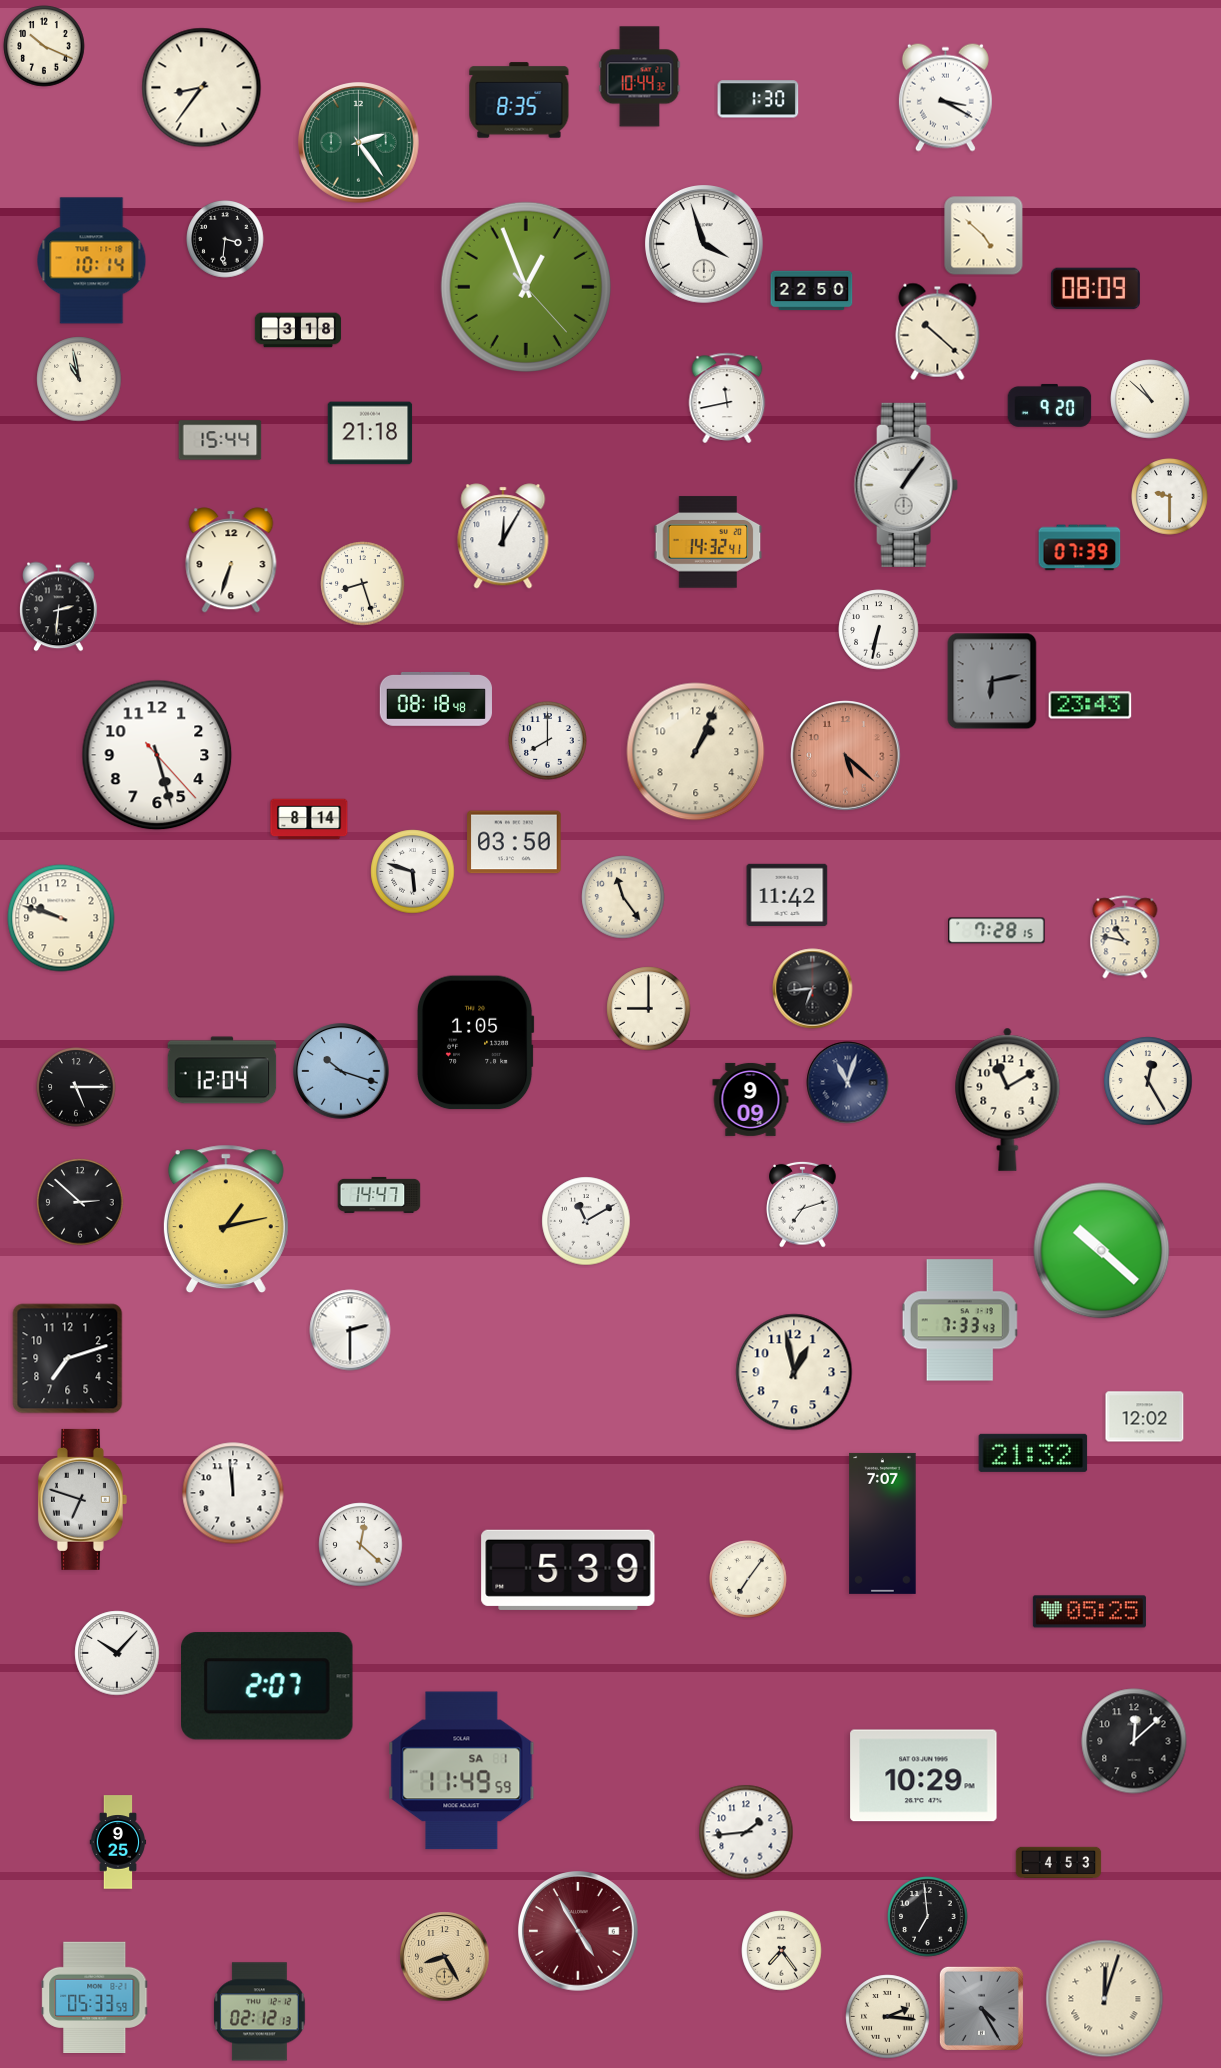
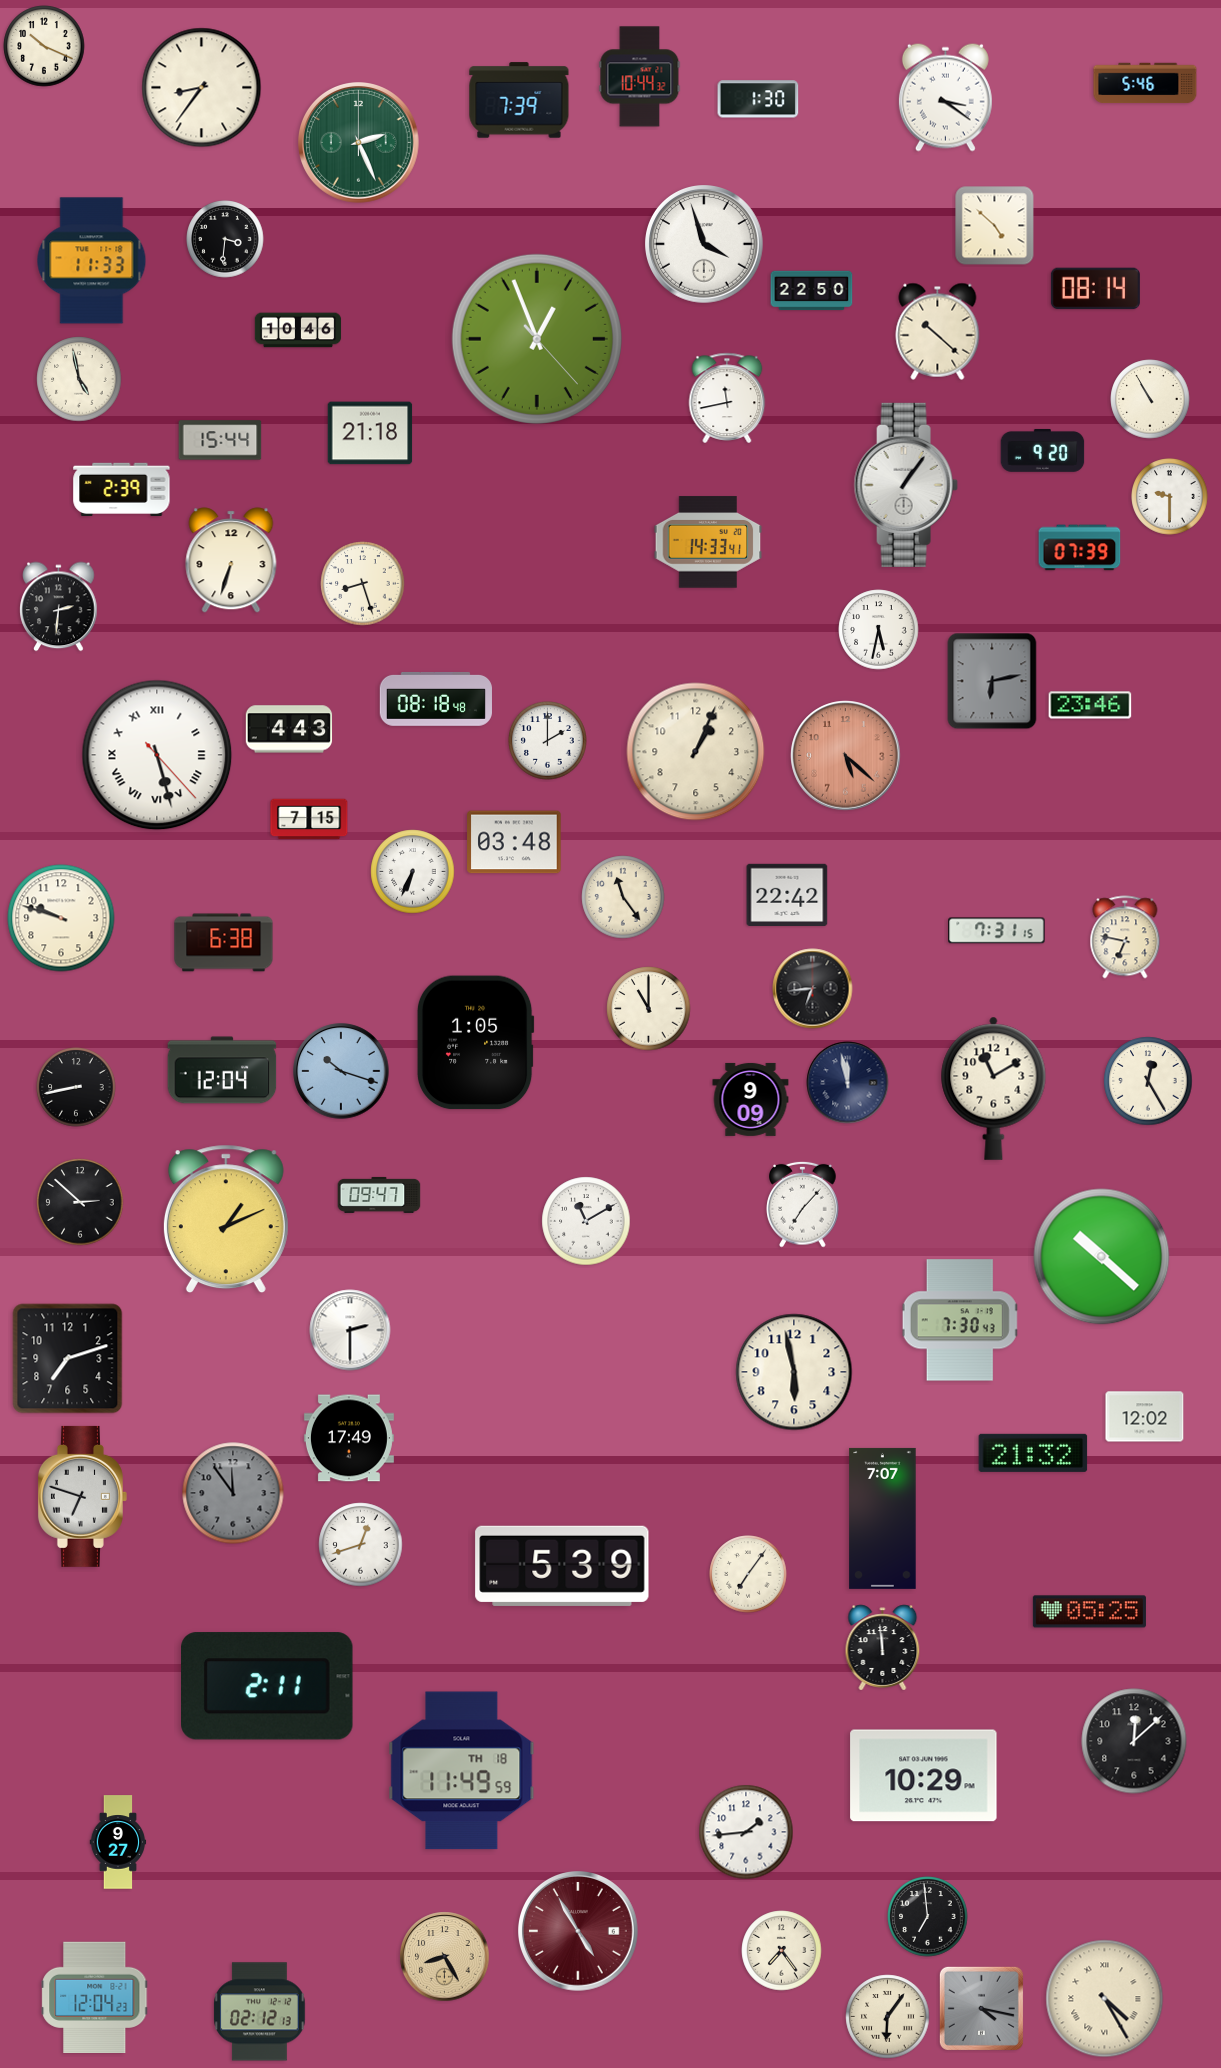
clock at (1145, 83): none -> 5:46
clock at (945, 97): 3:20 -> 3:21
clock at (519, 100): 8:35 -> 7:39
clock at (359, 143): 2:24 -> 2:26
clock at (984, 236) position: (984, 236) -> (995, 226)
clock at (92, 261): 10:14 -> 11:33
clock at (526, 287) position: (526, 287) -> (537, 339)
clock at (1095, 289): 08:09 -> 08:14
clock at (298, 330): 3:18 -> 10:46
clock at (79, 379): 10:58 -> 4:58
clock at (1150, 399): 10:52 -> 10:55
clock at (1050, 405) position: (1050, 405) -> (1043, 450)
clock at (122, 489): none -> 2:39
clock at (503, 536): 12:05 -> none
clock at (708, 542): 14:32 -> 14:33
clock at (879, 630): 6:32 -> 5:32
clock at (1090, 705): 23:43 -> 23:46
clock at (289, 729): none -> 4:43
clock at (548, 741): 8:00 -> 2:00
clock at (157, 755) numerals: Arabic -> Roman
clock at (309, 819): 8:14 -> 7:15
clock at (514, 842): 03:50 -> 03:48
clock at (413, 872): 5:48 -> 6:34
clock at (787, 894): 11:42 -> 22:42
clock at (997, 931): 7:28 -> 7:31
clock at (1125, 937): 10:47 -> 6:47
clock at (224, 943): none -> 6:38
clock at (649, 1009): 9:00 -> 11:00
clock at (848, 1083): 11:03 -> 11:58
clock at (76, 1087): 5:15 -> 8:43
clock at (1008, 1099) position: (1008, 1099) -> (994, 1088)
clock at (379, 1195): 14:47 -> 09:47
clock at (803, 1204): 7:12 -> 7:07
clock at (226, 1219): 1:13 -> 1:11
clock at (1102, 1251) position: (1102, 1251) -> (1102, 1257)
clock at (960, 1320): 7:33 -> 7:30
clock at (794, 1372): 12:58 -> 5:58
clock at (349, 1438): none -> 17:49
clock at (233, 1493): 11:59 -> 11:54
clock at (233, 1493) dial: white -> grey
clock at (82, 1499) position: (82, 1499) -> (82, 1496)
clock at (883, 1523) position: (883, 1523) -> (883, 1518)
clock at (361, 1545): 12:22 -> 12:42
clock at (568, 1570) position: (568, 1570) -> (562, 1566)
clock at (748, 1579) position: (748, 1579) -> (748, 1574)
clock at (883, 1648): none -> 11:59
clock at (117, 1653): 10:07 -> none
clock at (268, 1686): 2:07 -> 2:11
clock at (462, 1771) date: SA 1 -> TH 18
clock at (118, 1842): 9:25 -> 9:27
clock at (1059, 1863): 4:53 -> none
clock at (95, 1997): 05:33 -> 12:04
clock at (1105, 1999): 12:03 -> 4:25
clock at (981, 2008): 4:25 -> 4:17
clock at (888, 2017): 2:16 -> 6:06
